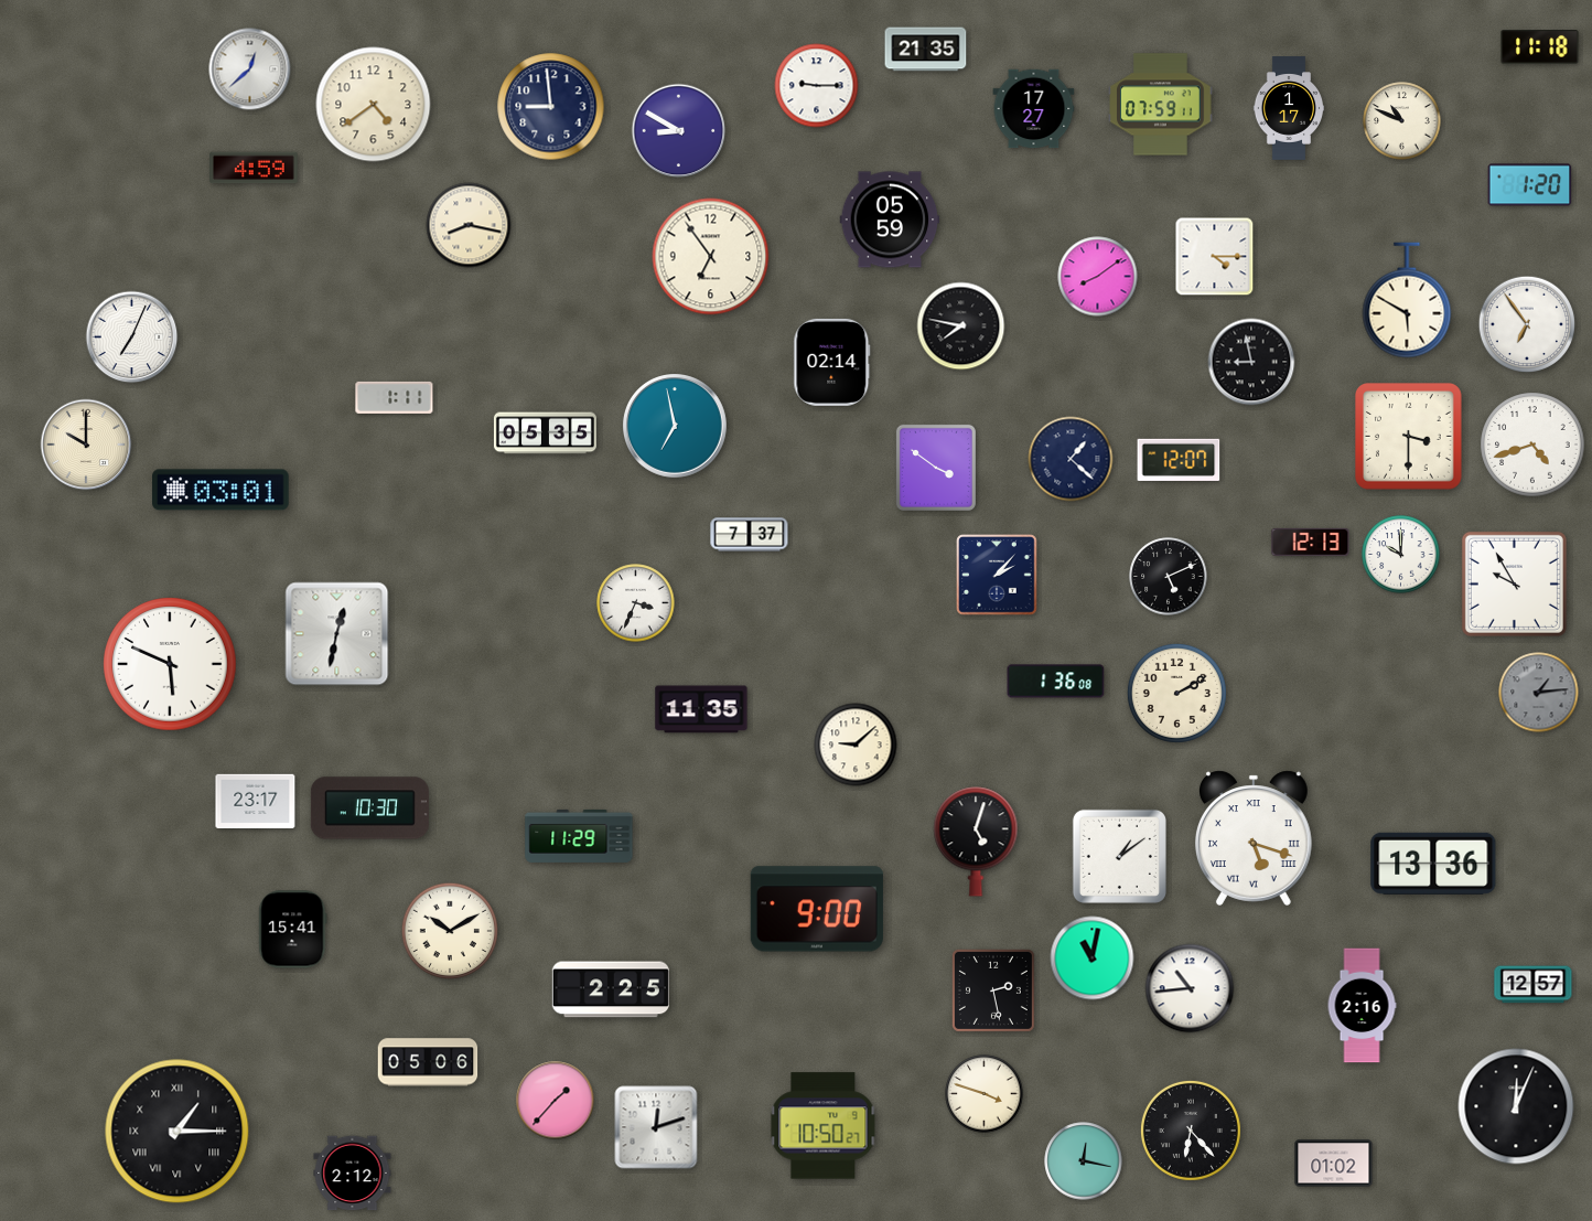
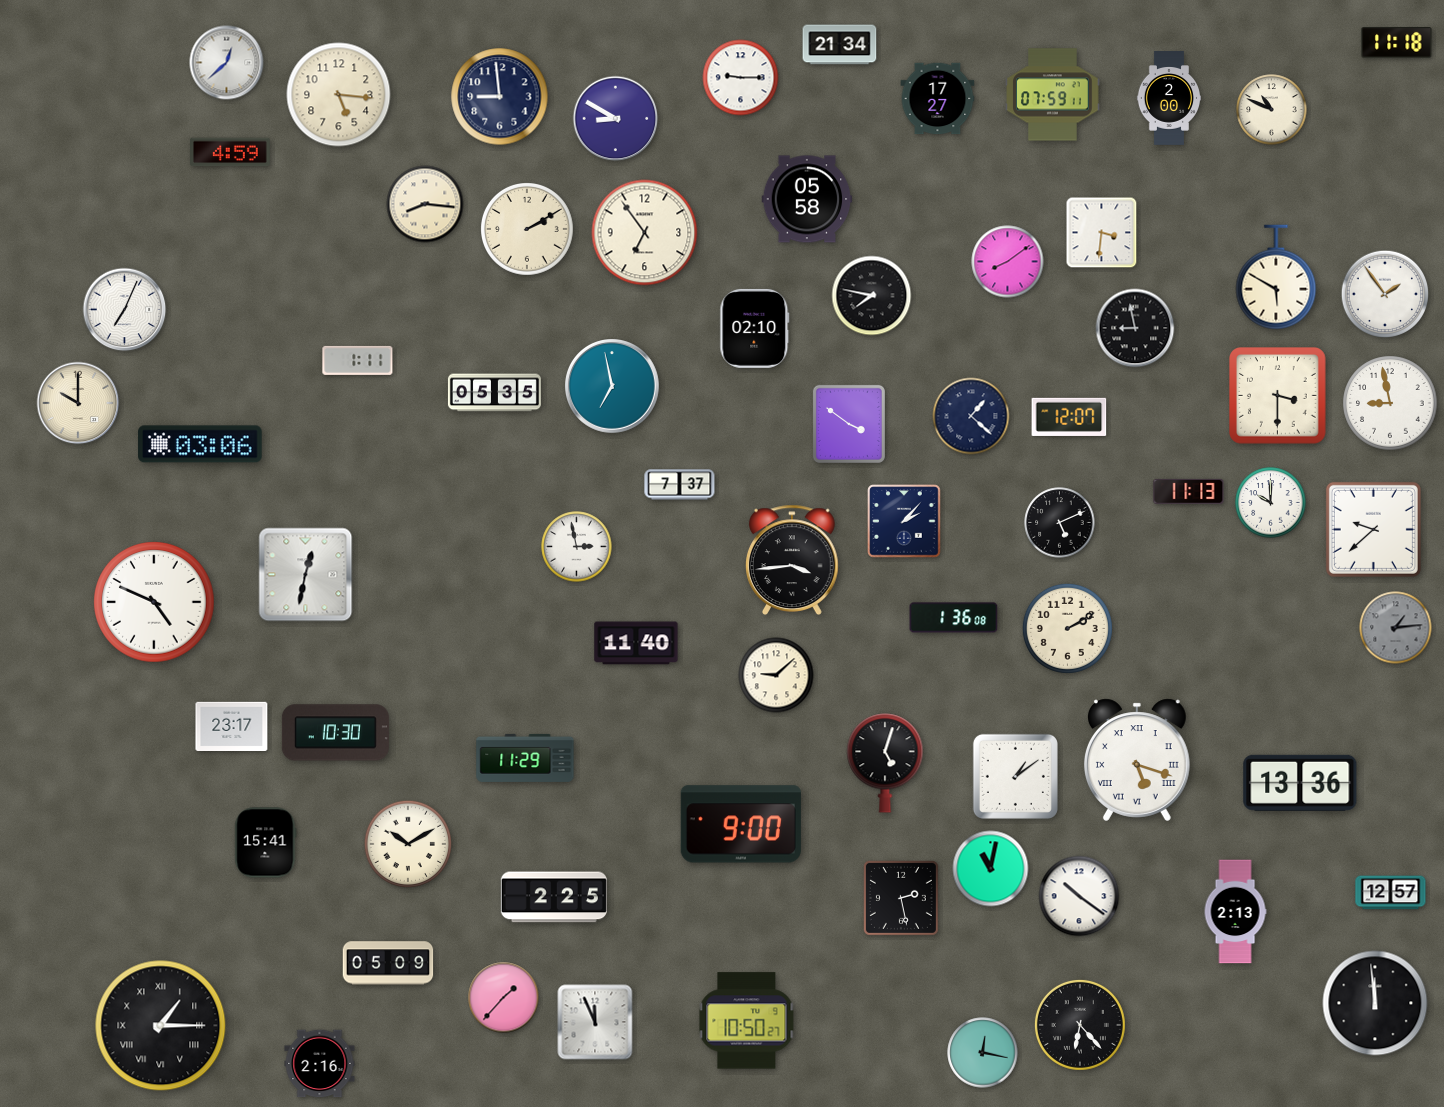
clock at (926, 50): 21:35 -> 21:34
clock at (374, 105): 4:39 -> 5:16
clock at (1288, 109): 1:17 -> 2:00
clock at (1530, 185): 1:20 -> none
clock at (890, 219): 05:59 -> 05:58
clock at (469, 225): 8:17 -> 8:16
clock at (528, 230): none -> 2:10
clock at (1215, 257): 4:15 -> 3:31
clock at (1098, 277) position: (1098, 277) -> (1008, 262)
clock at (1407, 300) position: (1407, 300) -> (1276, 277)
clock at (1527, 324): 6:54 -> 1:54
clock at (132, 338) position: (132, 338) -> (125, 310)
clock at (832, 362): 02:14 -> 02:10
clock at (1532, 445): 4:42 -> 8:58
clock at (220, 490): 03:01 -> 03:06
clock at (1311, 542): 12:13 -> 11:13
clock at (1514, 583): 9:55 -> 9:38
clock at (636, 603): 3:34 -> 2:58
clock at (793, 560): none -> 3:44
clock at (170, 664): 5:49 -> 4:49
clock at (1056, 682) position: (1056, 682) -> (954, 618)
clock at (701, 709): 11:35 -> 11:40
clock at (1190, 988): 10:44 -> 10:21
clock at (1362, 1006): 2:16 -> 2:13
clock at (428, 1062): 05:06 -> 05:09
clock at (985, 1094): 3:48 -> none
clock at (1516, 1106): 12:04 -> 11:59
clock at (656, 1127): 12:12 -> 11:56
clock at (1334, 1164): 01:02 -> none
clock at (353, 1174): 2:12 -> 2:16
